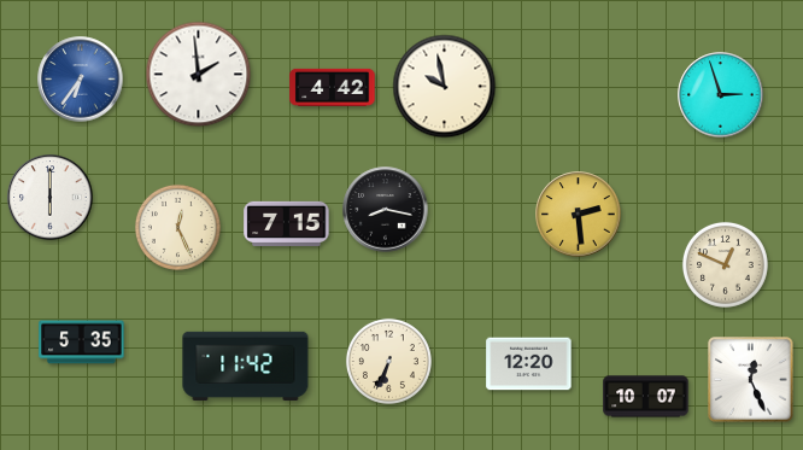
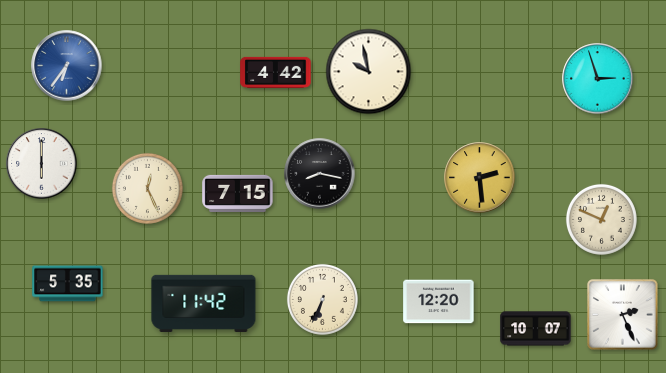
clock at (199, 75): 1:59 -> none
clock at (287, 223) position: (287, 223) -> (238, 193)
clock at (751, 380): 12:26 -> 2:26
